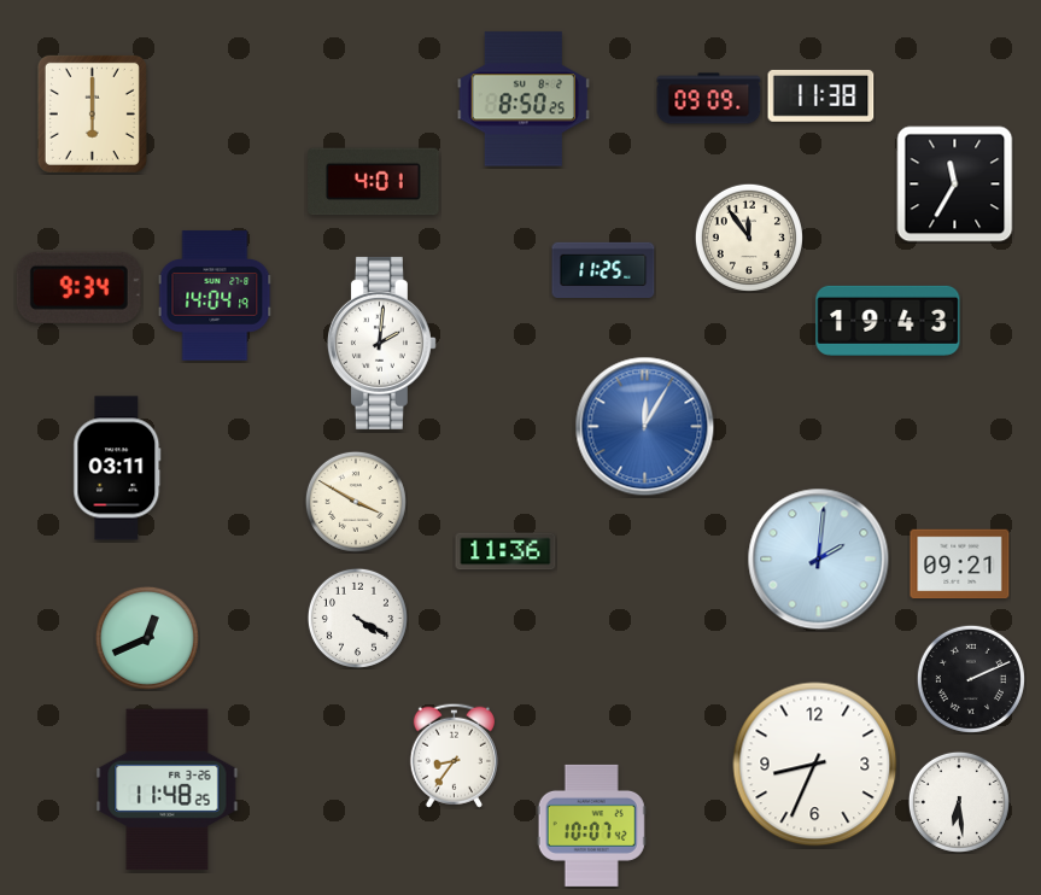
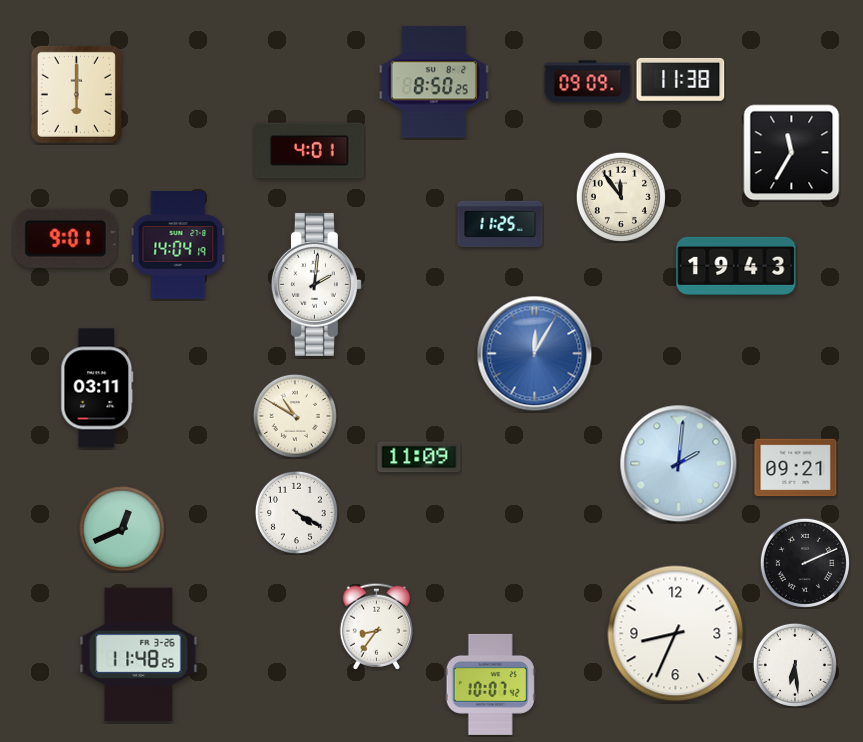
clock at (78, 287): 9:34 -> 9:01
clock at (356, 502): 3:50 -> 10:50
clock at (505, 551): 11:36 -> 11:09
